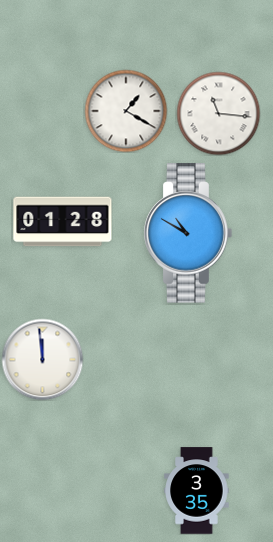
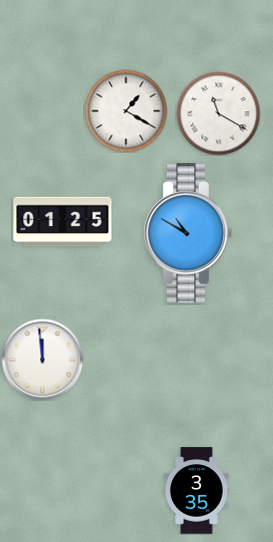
clock at (218, 113): 11:16 -> 11:20
clock at (63, 222): 01:28 -> 01:25
